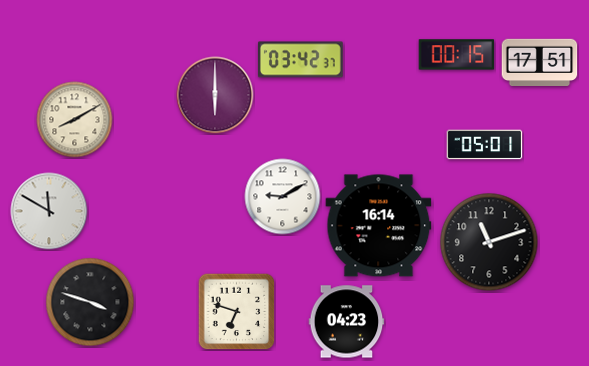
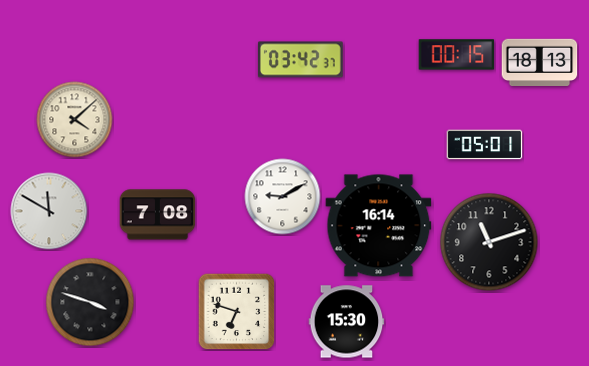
clock at (540, 63): 17:51 -> 18:13
clock at (215, 95): 6:00 -> none
clock at (75, 120): 8:10 -> 4:08
clock at (158, 215): none -> 7:08
clock at (347, 322): 04:23 -> 15:30
